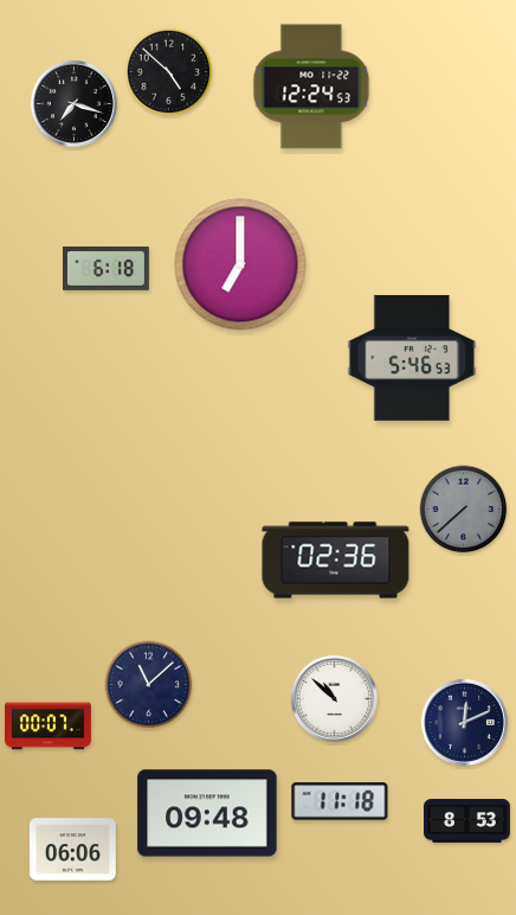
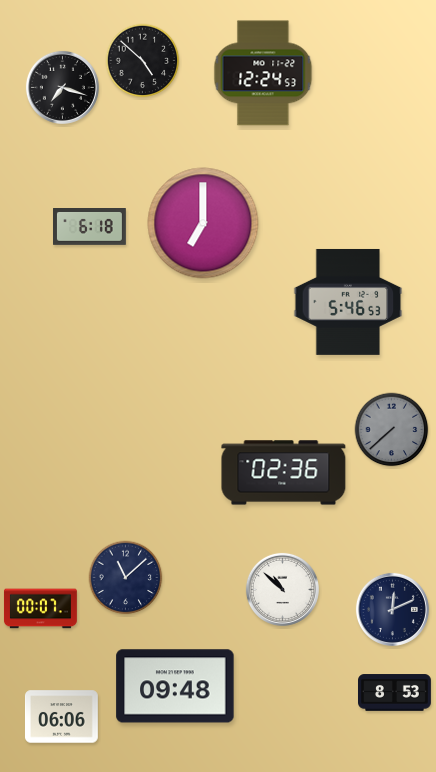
clock at (47, 727) position: (47, 727) -> (40, 609)
clock at (340, 801): 11:18 -> none
